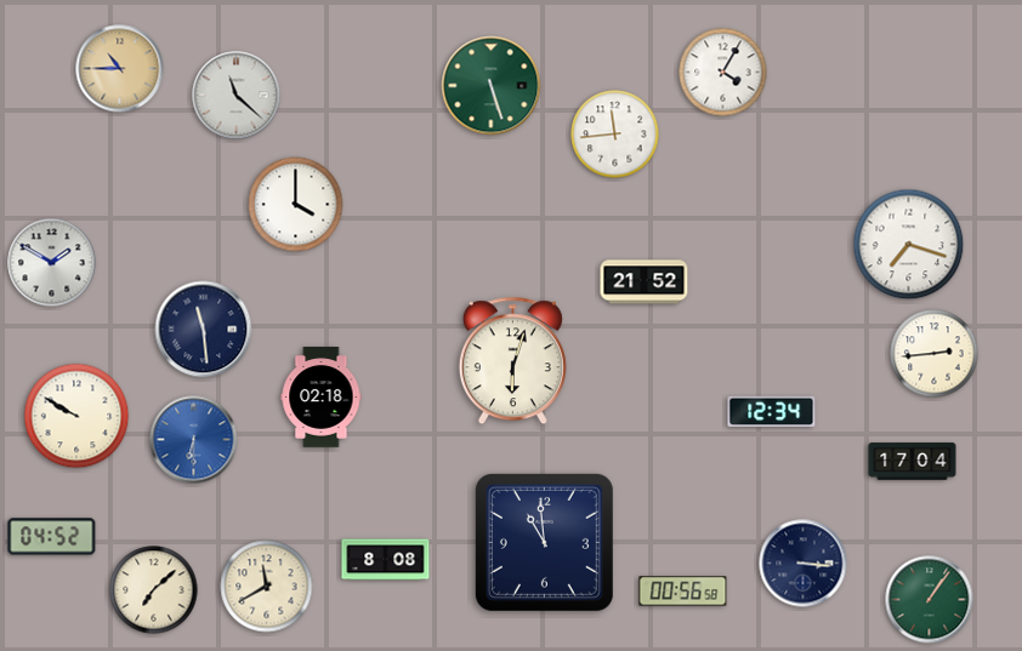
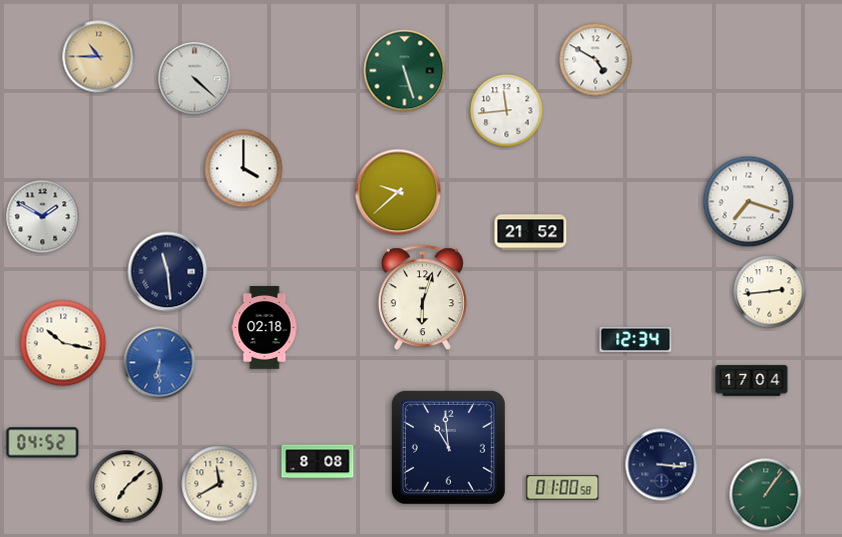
clock at (723, 73): 4:05 -> 4:50
clock at (237, 96): 11:22 -> 4:22
clock at (398, 192): none -> 9:38
clock at (76, 416): 9:50 -> 10:17
clock at (683, 592): 00:56 -> 01:00
